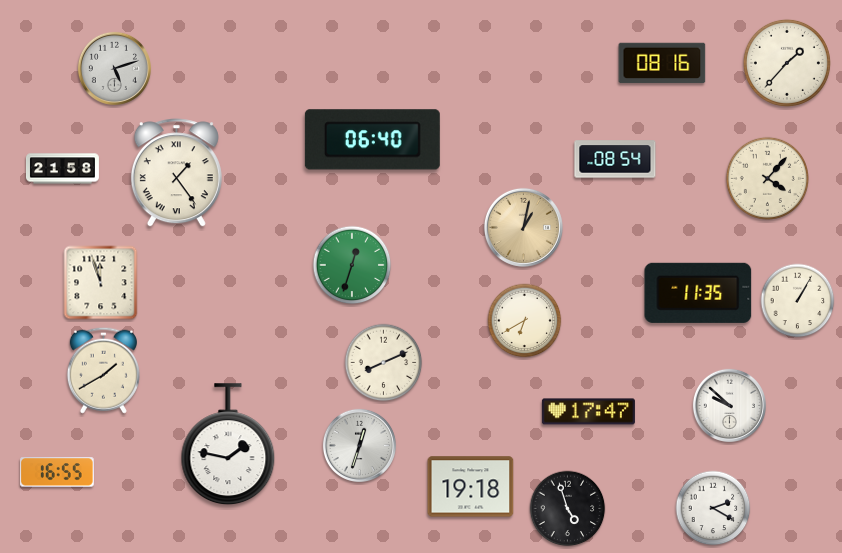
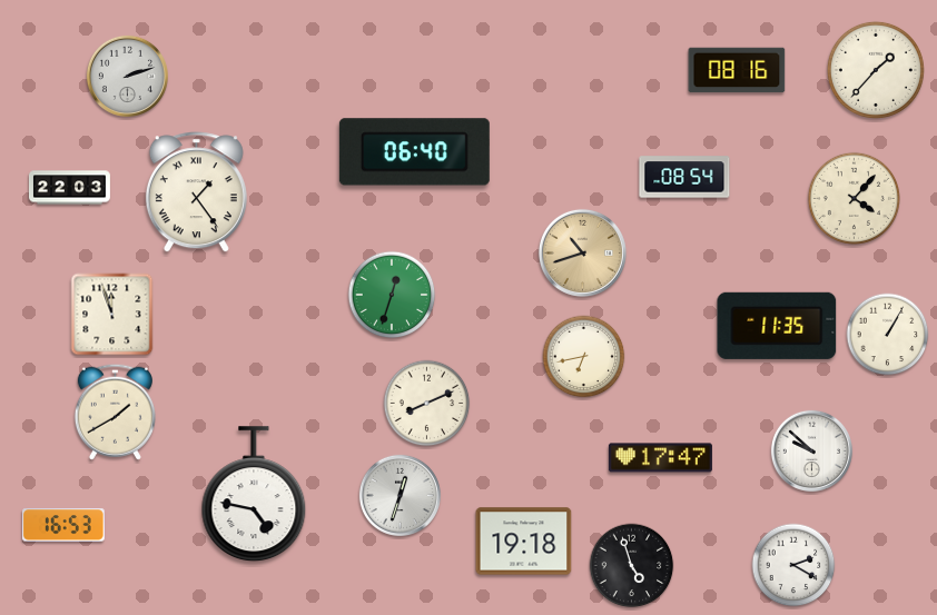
clock at (114, 68): 5:12 -> 2:12
clock at (372, 140) position: (372, 140) -> (414, 152)
clock at (62, 169): 21:58 -> 22:03
clock at (523, 227): 1:02 -> 10:42
clock at (525, 321): 6:40 -> 6:43
clock at (588, 412) position: (588, 412) -> (660, 458)
clock at (228, 445): 1:47 -> 4:47
clock at (57, 472): 16:55 -> 16:53
